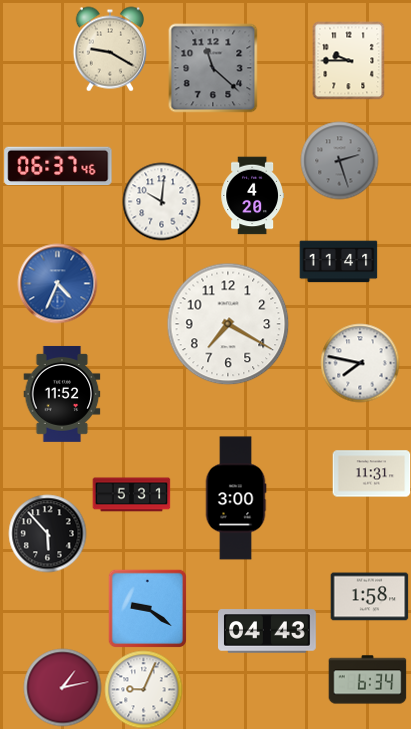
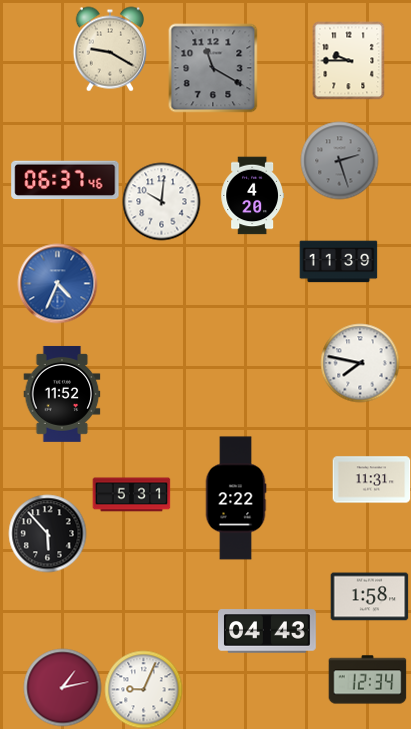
clock at (213, 68): 11:22 -> 11:20
clock at (58, 166) position: (58, 166) -> (65, 180)
clock at (338, 262): 11:41 -> 11:39
clock at (228, 324): 7:20 -> none
clock at (371, 474) position: (371, 474) -> (371, 480)
clock at (236, 498): 3:00 -> 2:22
clock at (147, 608): 9:21 -> none
clock at (367, 680): 6:34 -> 12:34
